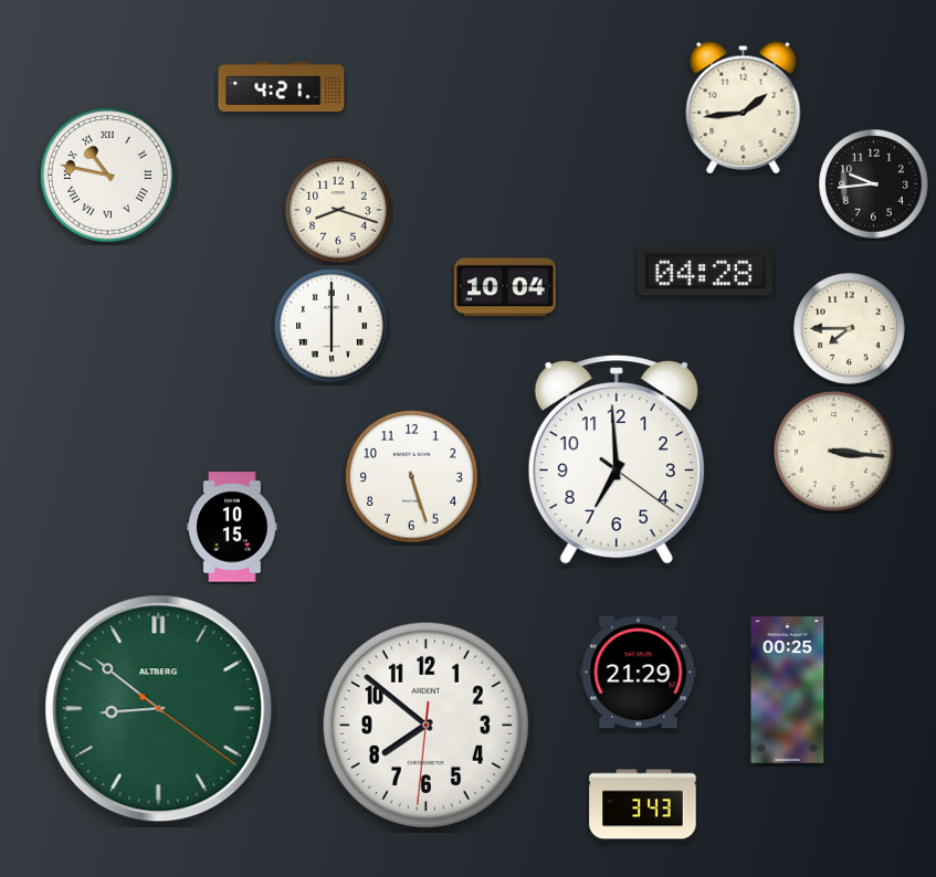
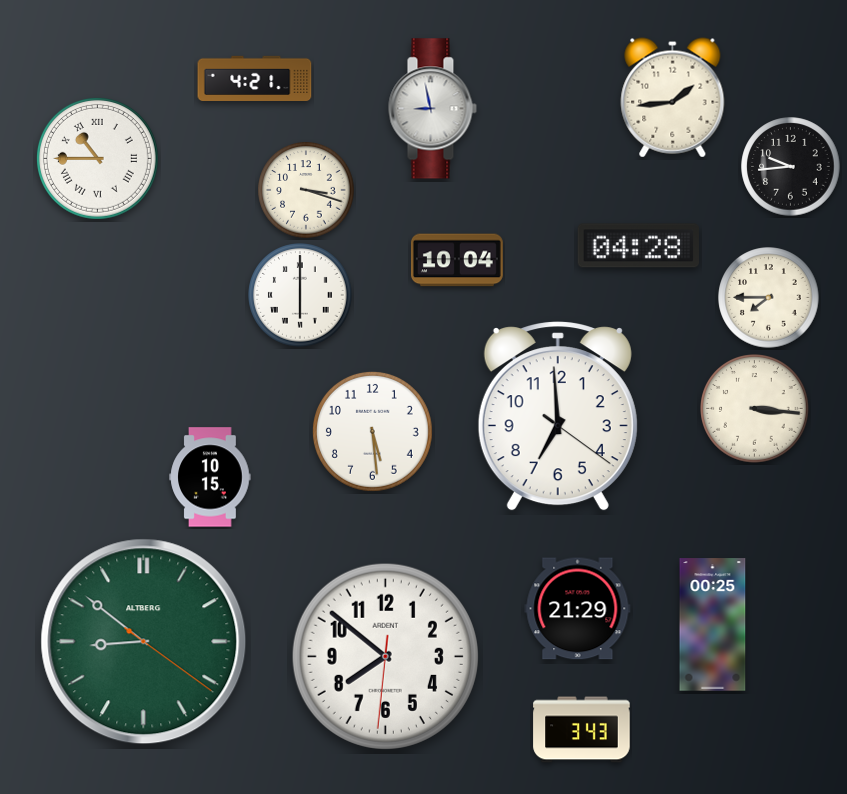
clock at (432, 109): none -> 8:58
clock at (107, 175): 10:47 -> 10:45
clock at (338, 210): 8:18 -> 3:18
clock at (411, 476): 5:27 -> 5:29
